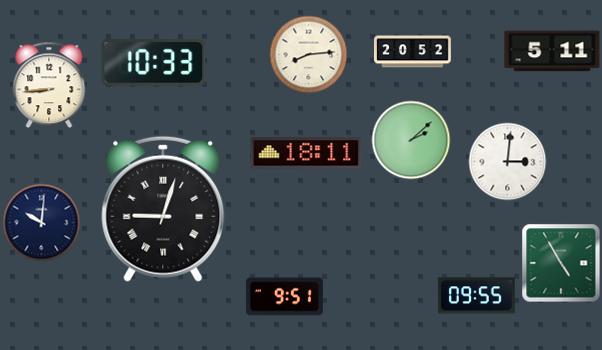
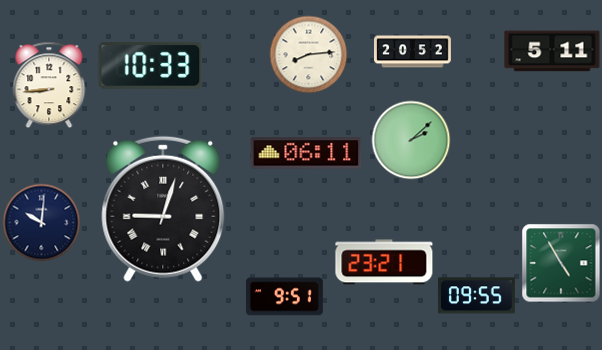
clock at (154, 63) position: (154, 63) -> (151, 66)
clock at (306, 153): 18:11 -> 06:11
clock at (507, 161): 3:01 -> none
clock at (384, 262): none -> 23:21
